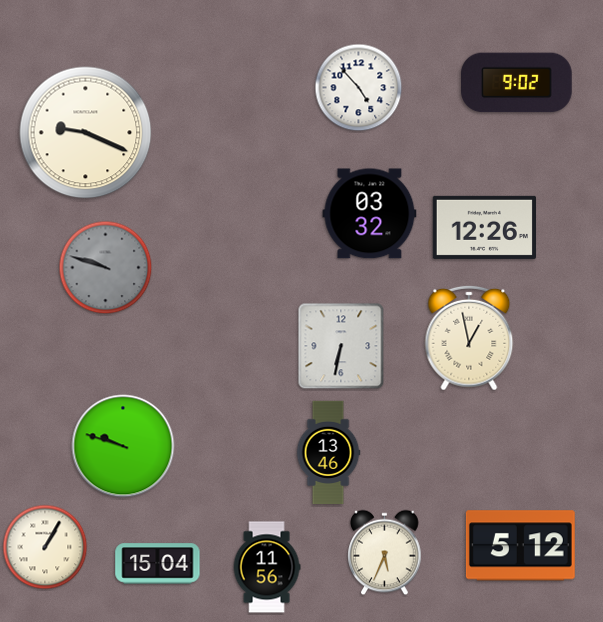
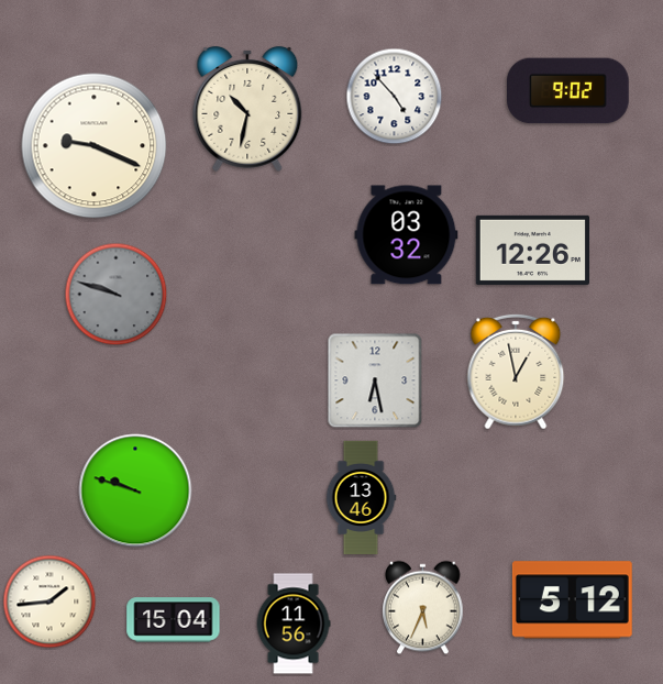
clock at (247, 109): none -> 10:32
clock at (341, 346): 6:32 -> 6:28
clock at (45, 547): 1:05 -> 1:44
